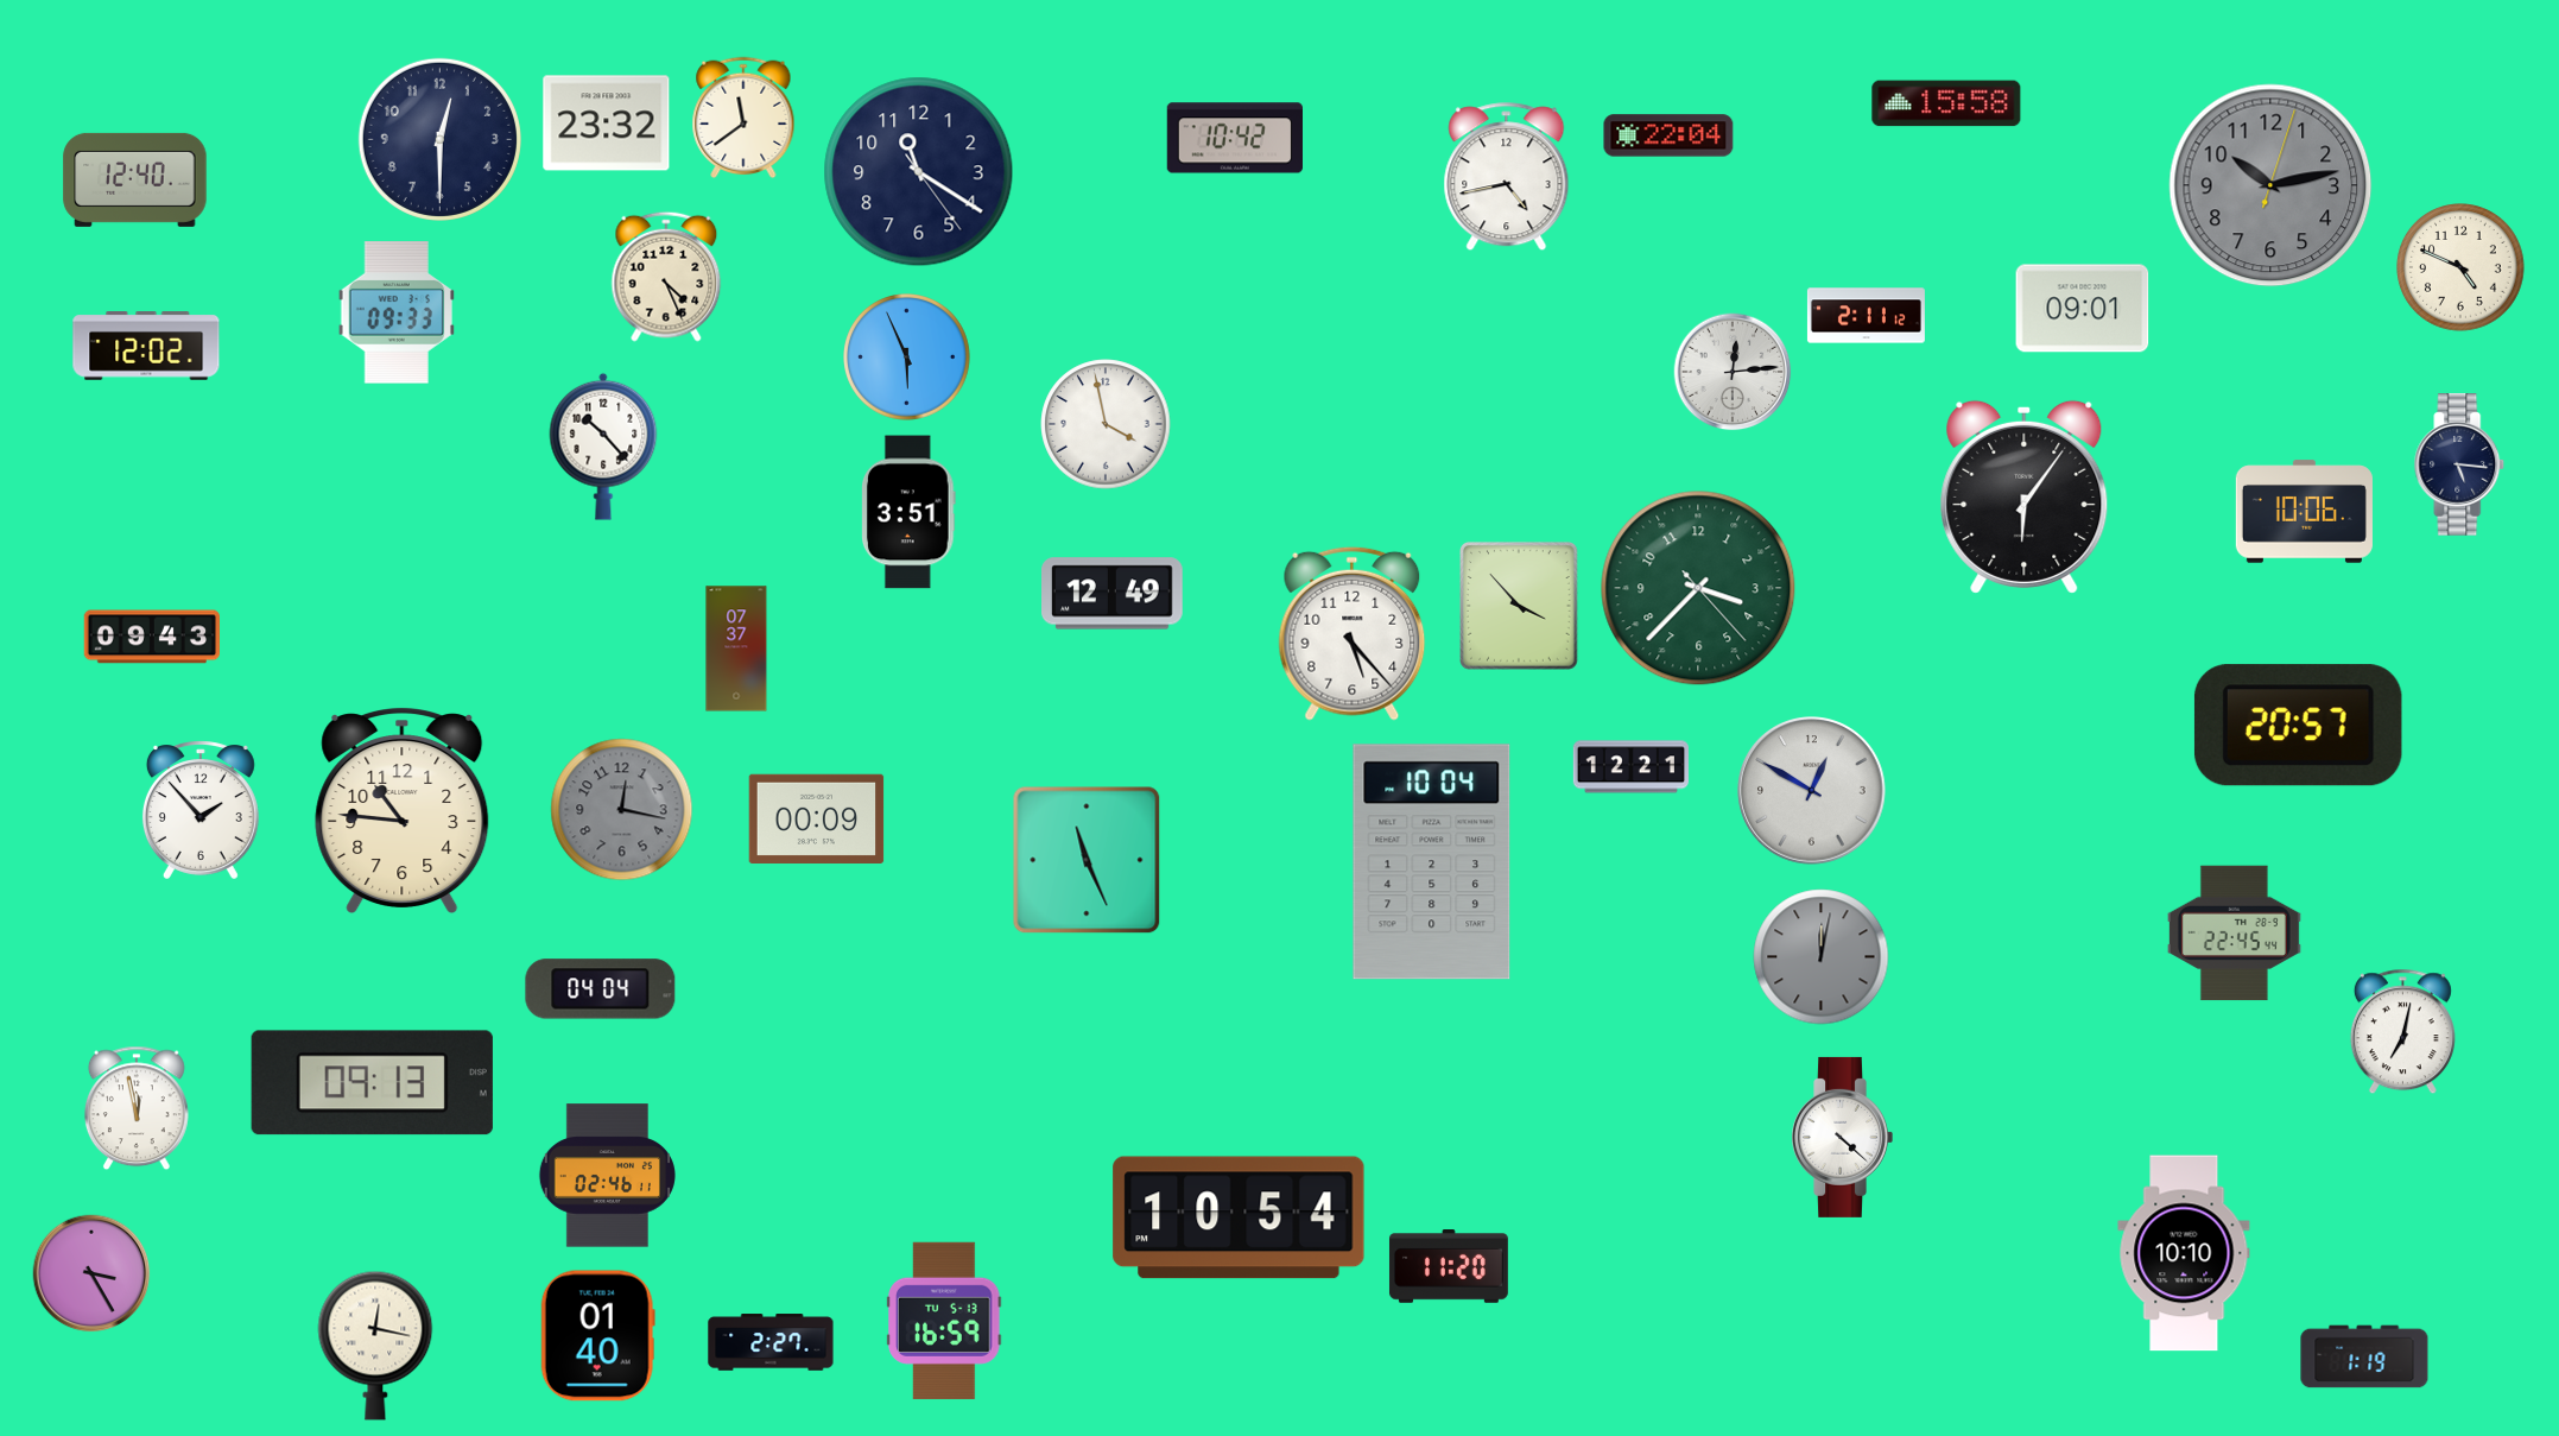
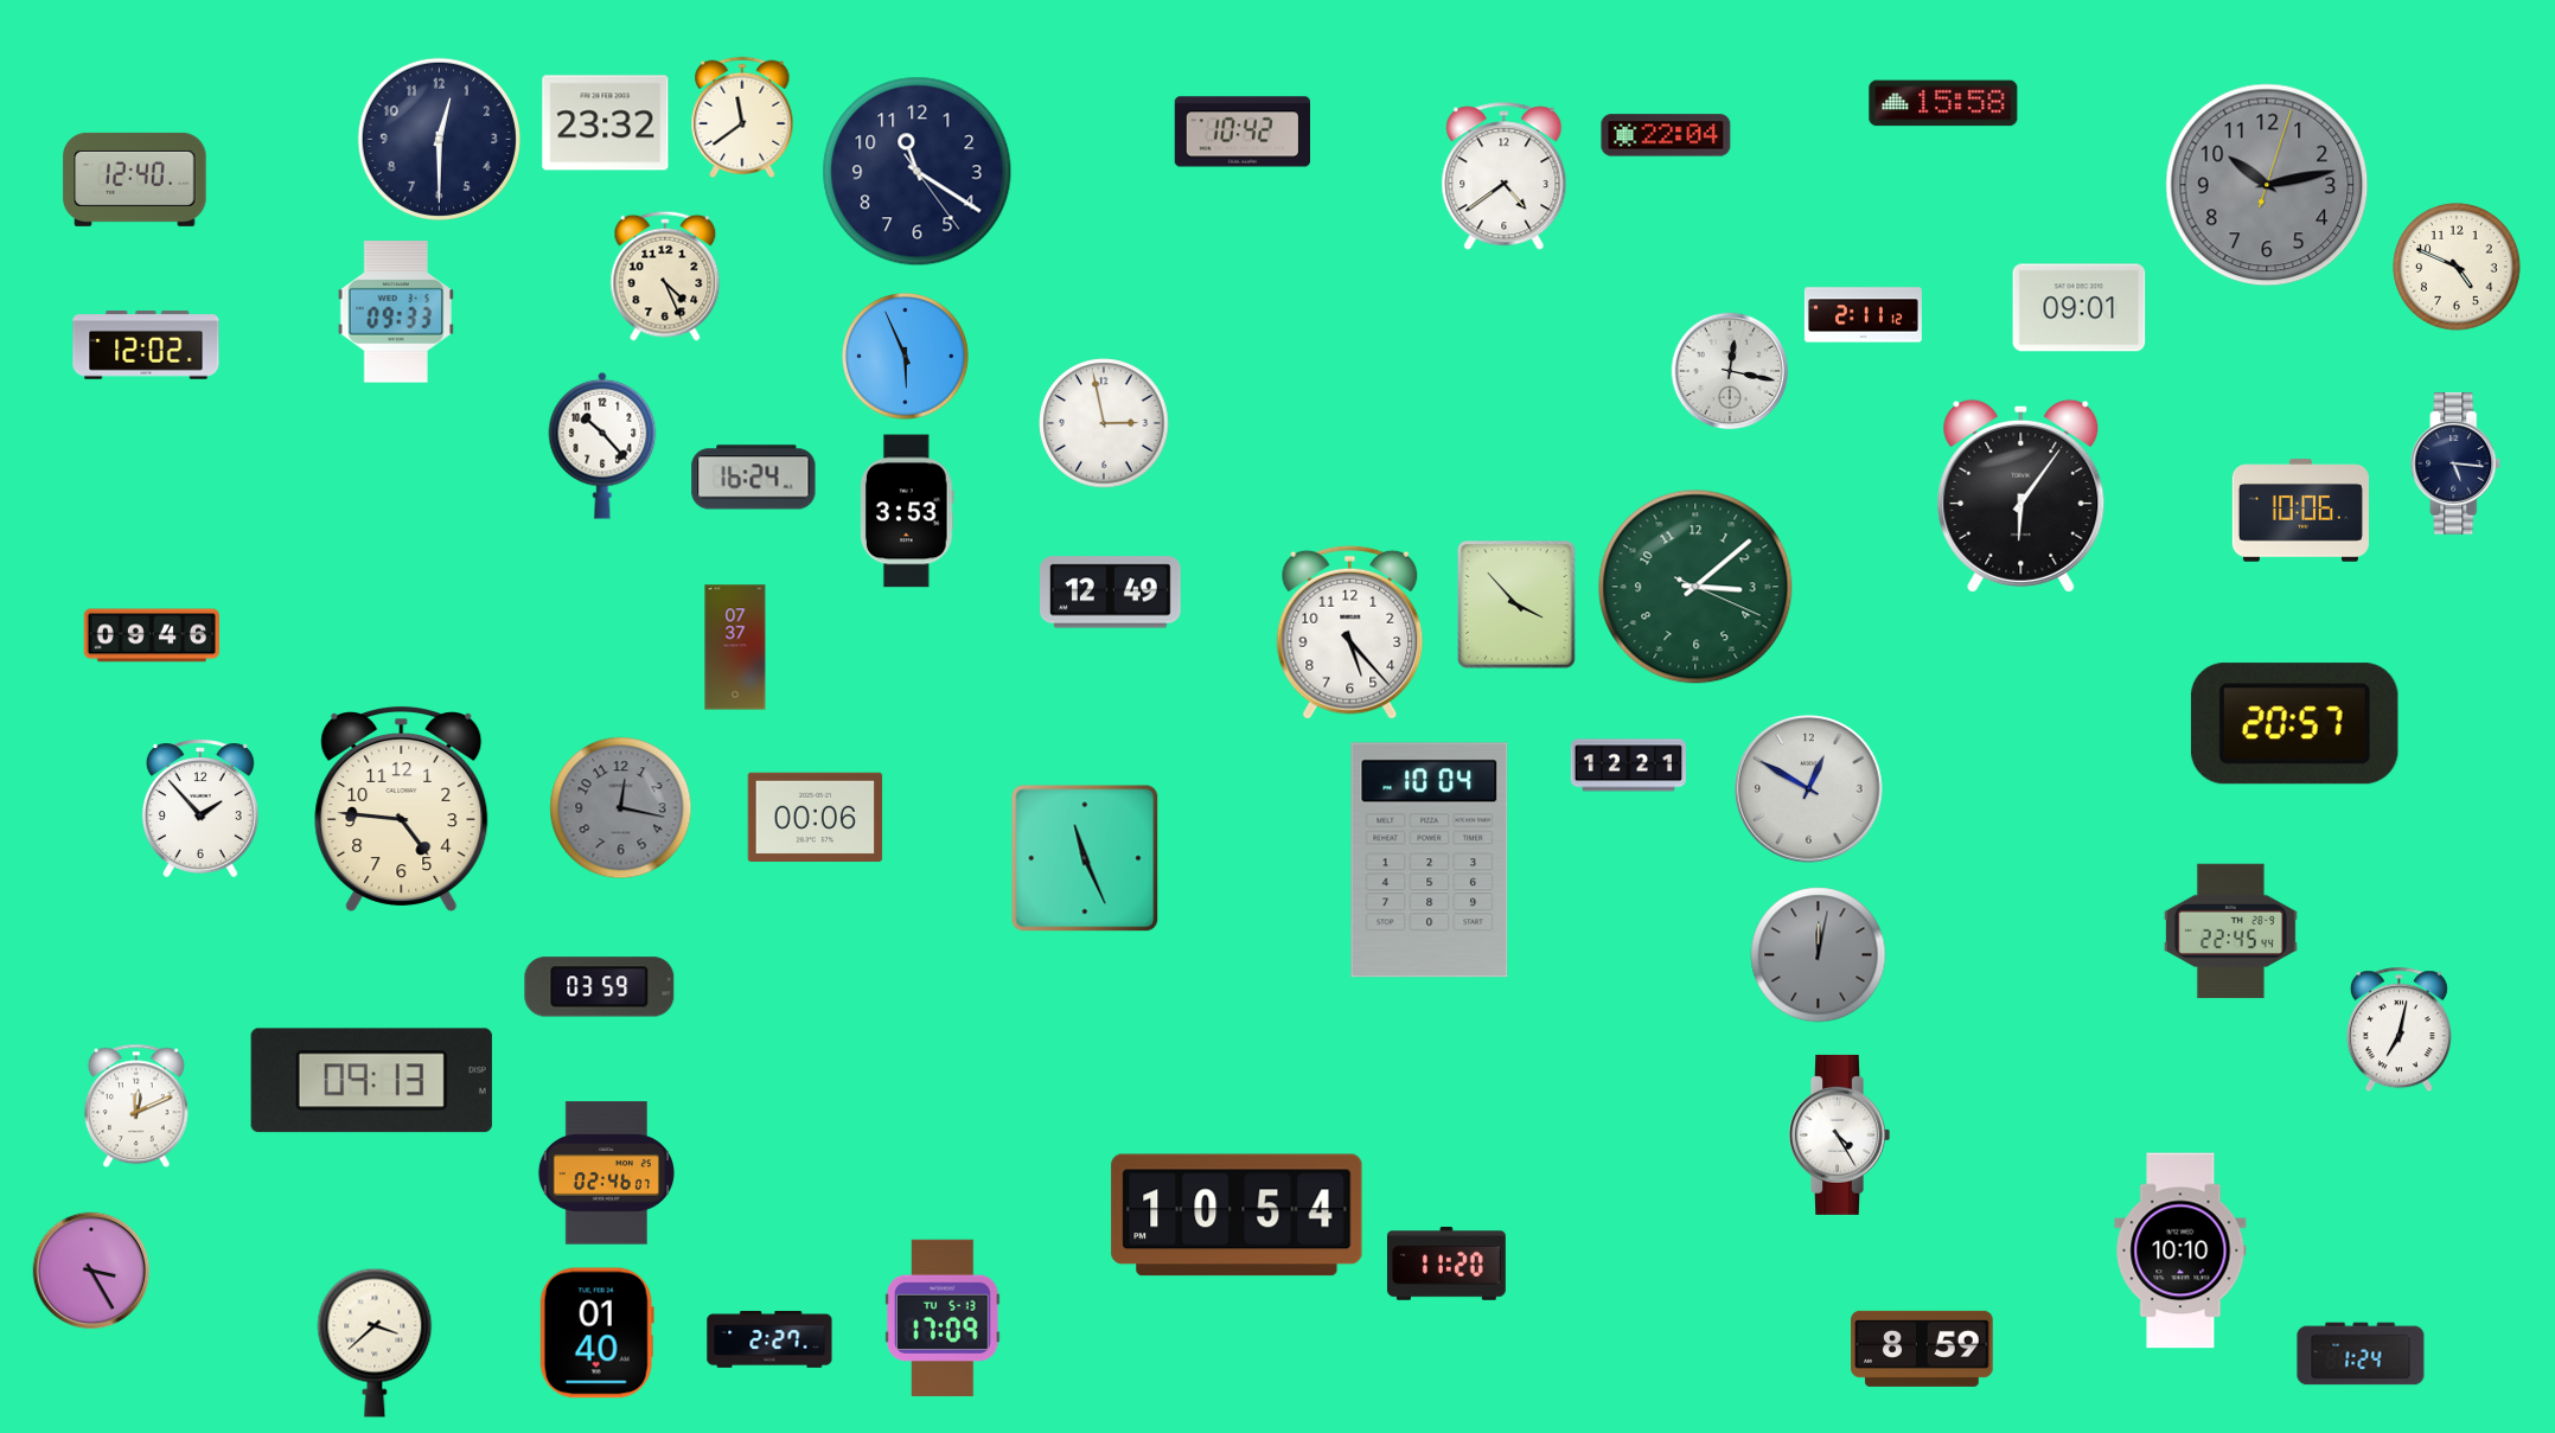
clock at (1234, 138) position: (1234, 138) -> (1241, 132)
clock at (1507, 177): 4:43 -> 4:39
clock at (1733, 372): 12:14 -> 12:17
clock at (1106, 424): 3:58 -> 2:58
clock at (754, 478): none -> 16:24
clock at (910, 512): 3:51 -> 3:53
clock at (1698, 588): 3:37 -> 3:08
clock at (151, 637): 09:43 -> 09:46
clock at (403, 811): 10:46 -> 4:46
clock at (817, 818): 00:09 -> 00:06
clock at (601, 989): 04:04 -> 03:59
clock at (137, 1108): 11:58 -> 12:11
clock at (1842, 1137): 4:22 -> 4:25
clock at (607, 1176): 02:46:11 -> 02:46:07
clock at (944, 1321): 16:59 -> 17:09
clock at (375, 1346): 12:17 -> 3:38
clock at (1922, 1349): none -> 8:59
clock at (2364, 1356): 1:19 -> 1:24
